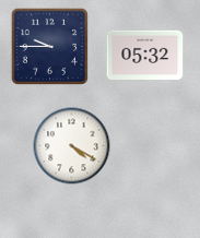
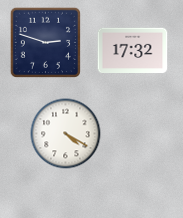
clock at (49, 46): 9:45 -> 2:48
clock at (145, 55): 05:32 -> 17:32
